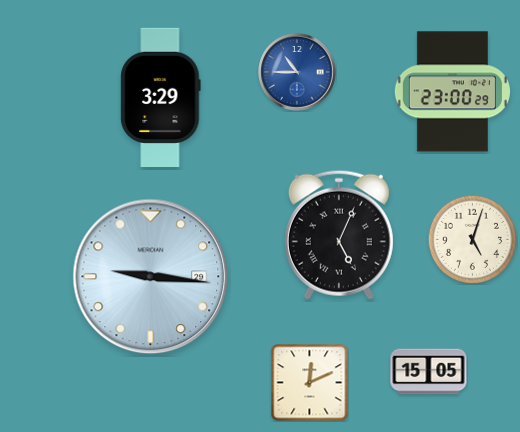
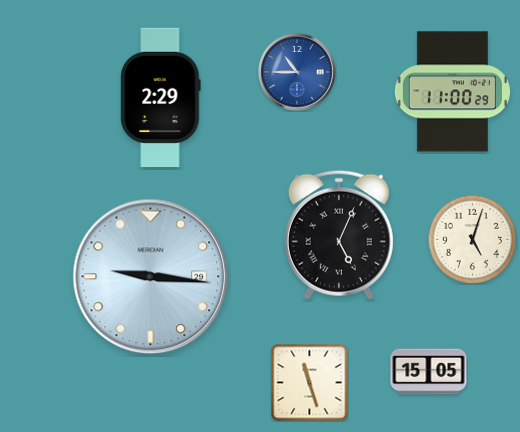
clock at (452, 92): 23:00 -> 11:00
clock at (161, 97): 3:29 -> 2:29
clock at (309, 382): 12:11 -> 11:27
